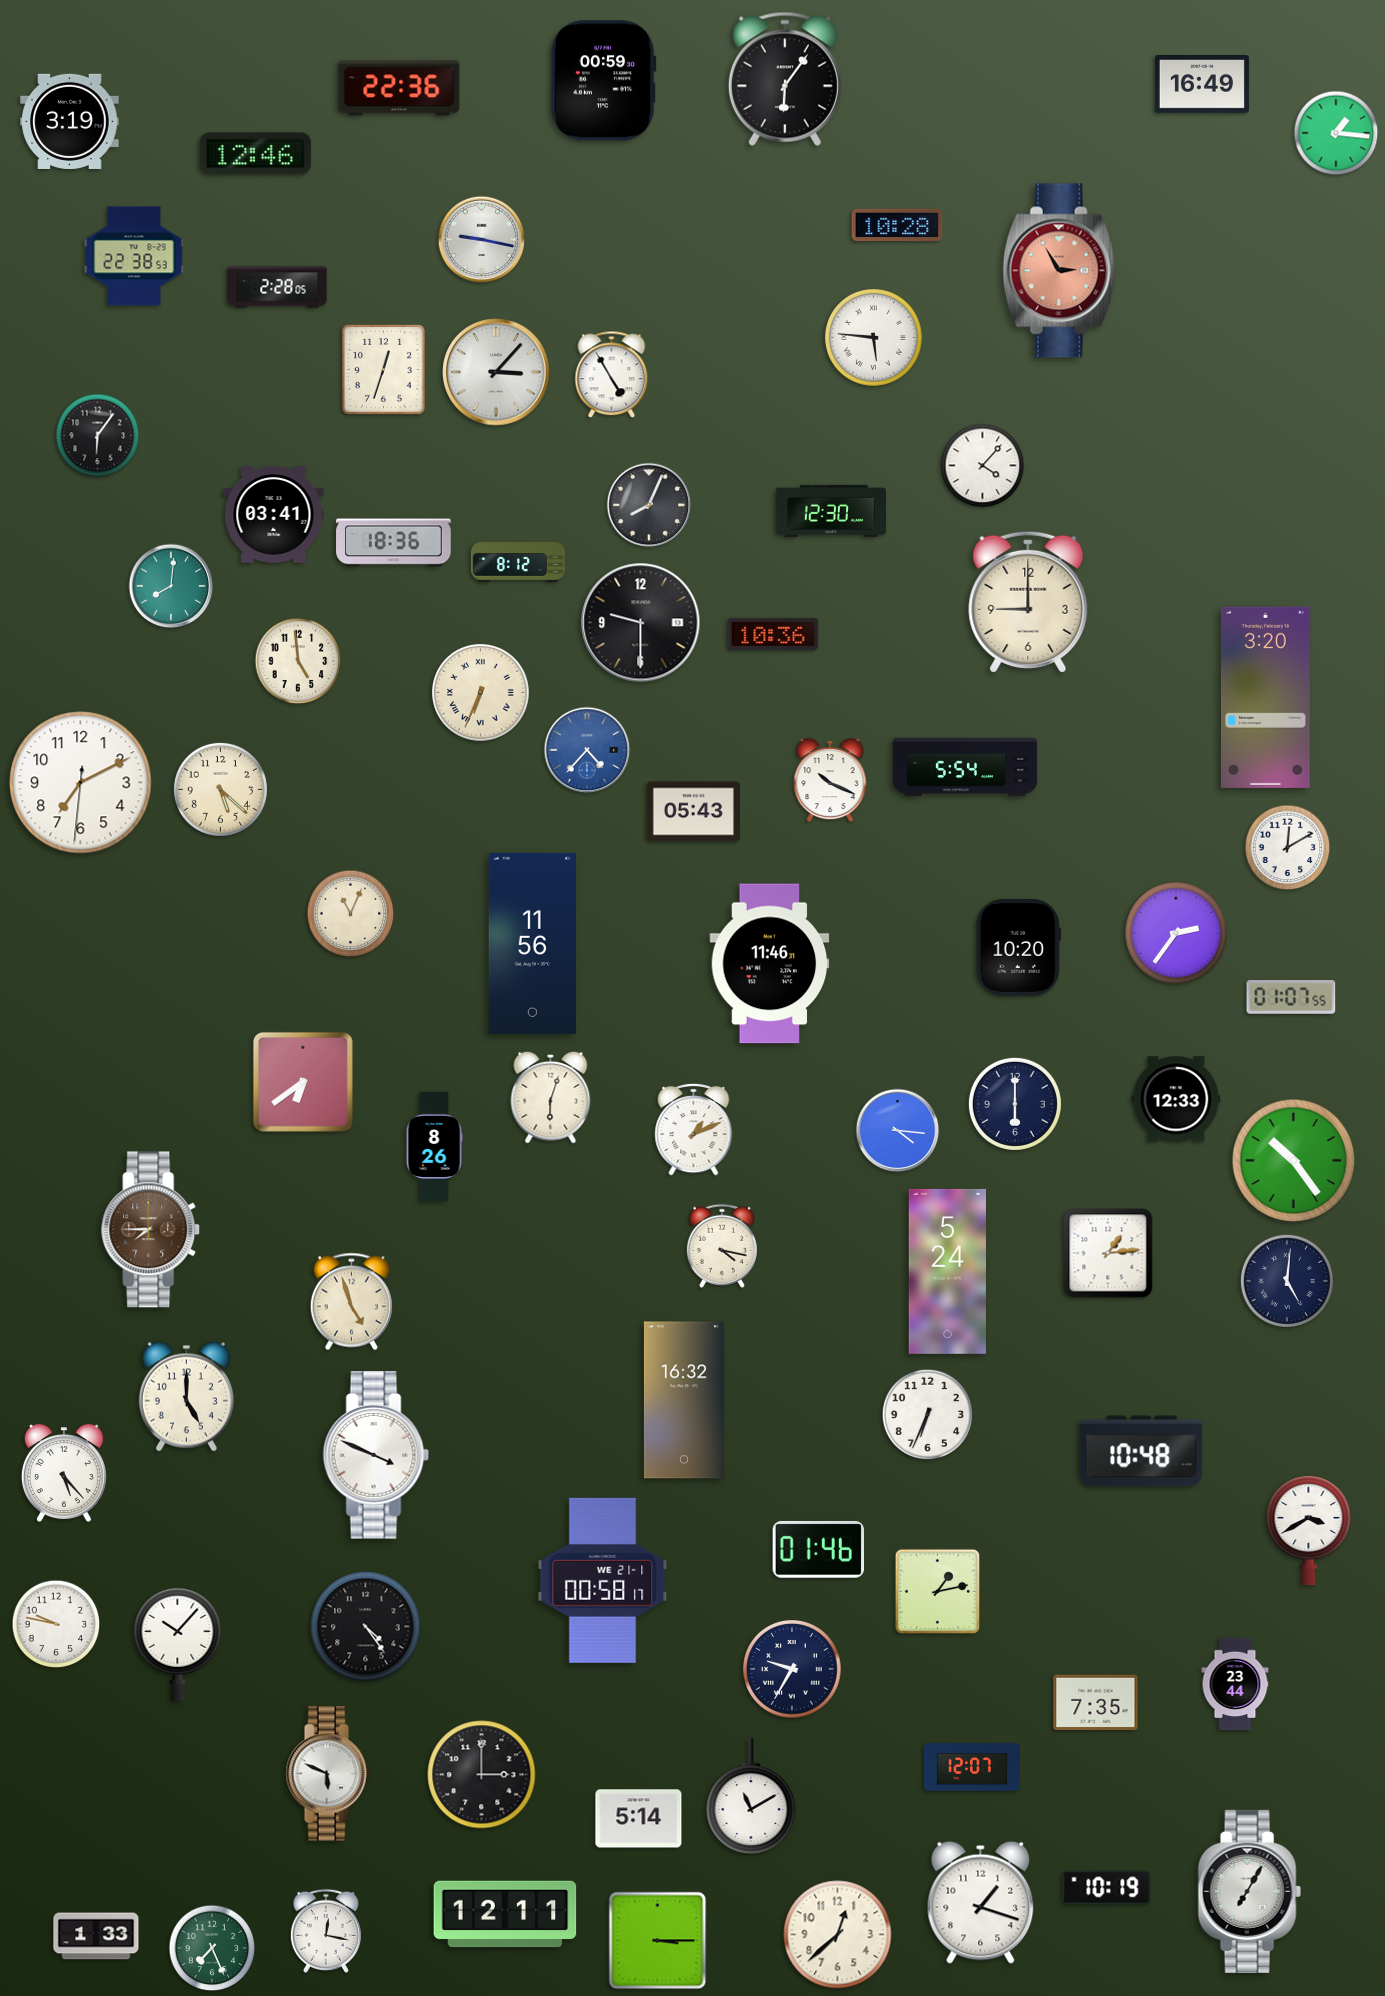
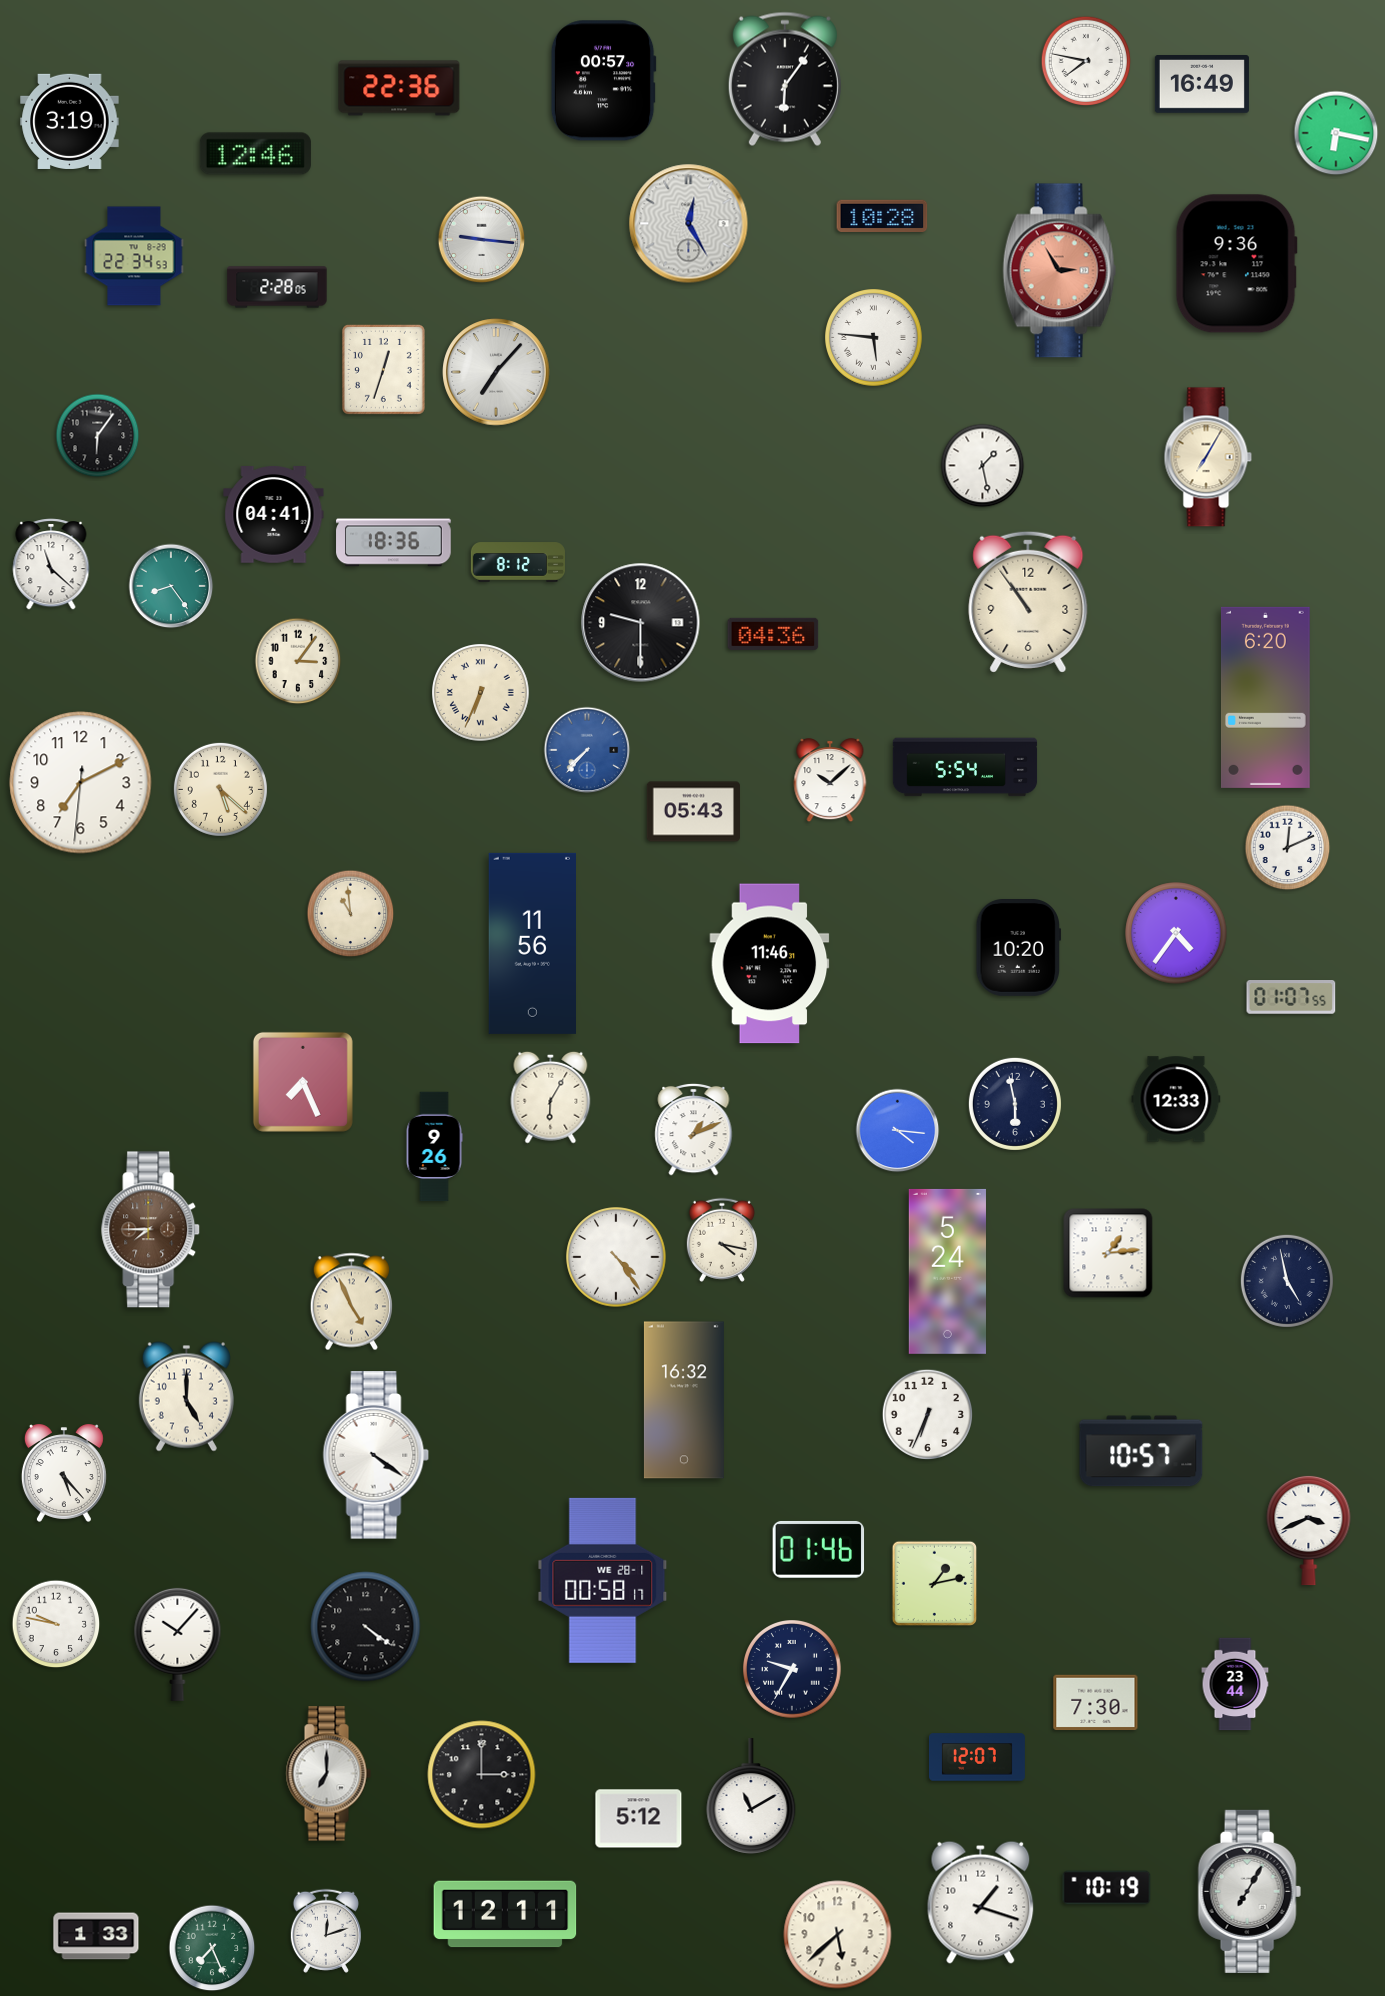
clock at (1086, 61): none -> 7:47
clock at (603, 81): 00:59 -> 00:57
clock at (1336, 133): 1:16 -> 6:17
clock at (689, 224): none -> 12:25
clock at (897, 224) position: (897, 224) -> (882, 215)
clock at (482, 240): 9:17 -> 9:16
clock at (134, 256): 22:38 -> 22:34
clock at (1236, 264): none -> 9:36
clock at (496, 372): 3:07 -> 7:07
clock at (612, 375): 4:55 -> none
clock at (1208, 457): none -> 7:05
clock at (983, 466): 4:07 -> 1:28
clock at (649, 505): 8:04 -> none
clock at (831, 511): 12:30 -> none
clock at (274, 515): 03:41 -> 04:41
clock at (51, 564): none -> 11:22
clock at (171, 586): 8:01 -> 8:24
clock at (1028, 602): 9:00 -> 10:54
clock at (773, 634): 10:36 -> 04:36
clock at (298, 661): 4:59 -> 3:06
clock at (1266, 697): 3:20 -> 6:20
clock at (587, 750): 4:37 -> 7:37
clock at (830, 781): 10:19 -> 10:08
clock at (1288, 848): 12:10 -> 12:11
clock at (351, 914): 11:04 -> 10:59
clock at (1176, 933): 2:36 -> 4:36
clock at (303, 1082): 6:39 -> 7:26
clock at (551, 1097): 6:03 -> 6:05
clock at (1015, 1104): 6:00 -> 5:58
clock at (434, 1147): 8:26 -> 9:26
clock at (1294, 1161): 10:24 -> none
clock at (722, 1246) position: (722, 1246) -> (722, 1240)
clock at (616, 1257): none -> 4:24
clock at (1287, 1281): 5:01 -> 4:58
clock at (351, 1302): 4:57 -> 4:56
clock at (1141, 1451): 10:48 -> 10:57
clock at (376, 1455): 3:49 -> 4:21
clock at (1309, 1530): 3:40 -> 3:41
clock at (603, 1580) date: WE 21-1 -> WE 28-1
clock at (937, 1591) position: (937, 1591) -> (934, 1583)
clock at (366, 1627): 4:24 -> 4:21
clock at (1096, 1703): 7:35 -> 7:30
clock at (972, 1767) position: (972, 1767) -> (977, 1757)
clock at (328, 1774): 5:49 -> 7:00
clock at (639, 1819): 5:14 -> 5:12
clock at (326, 1931): 12:17 -> 12:12
clock at (838, 1935): 12:38 -> 5:38
clock at (658, 1941): 3:15 -> none
